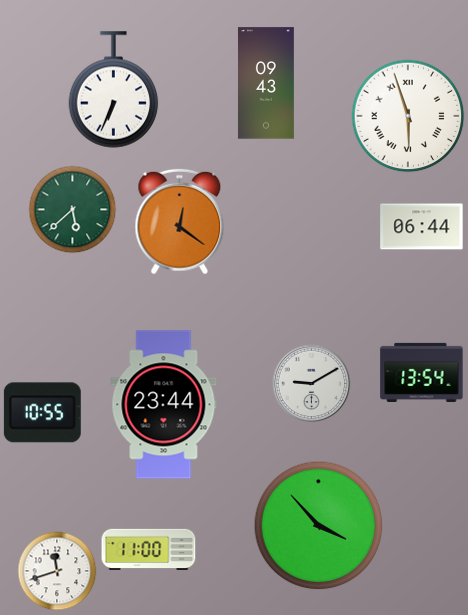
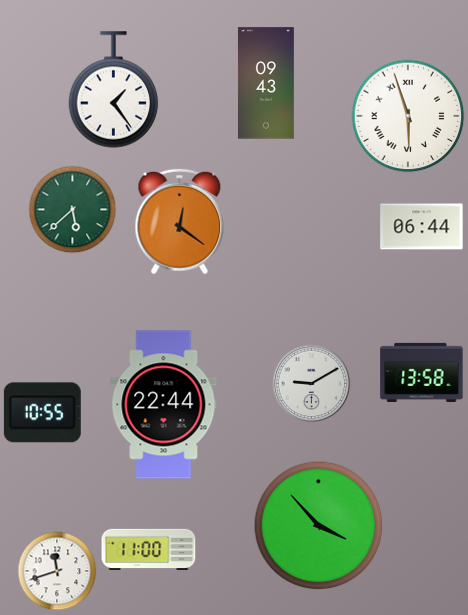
clock at (114, 90): 6:34 -> 1:24
clock at (422, 372): 13:54 -> 13:58
clock at (164, 405): 23:44 -> 22:44
